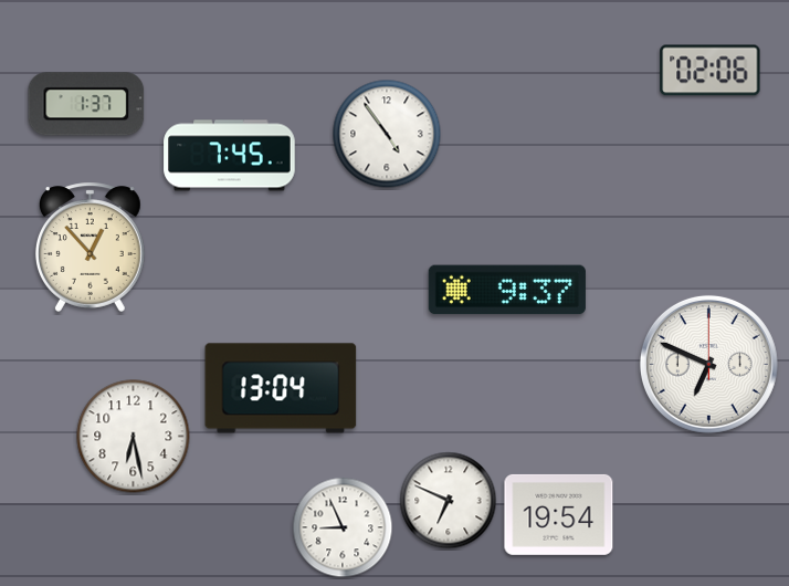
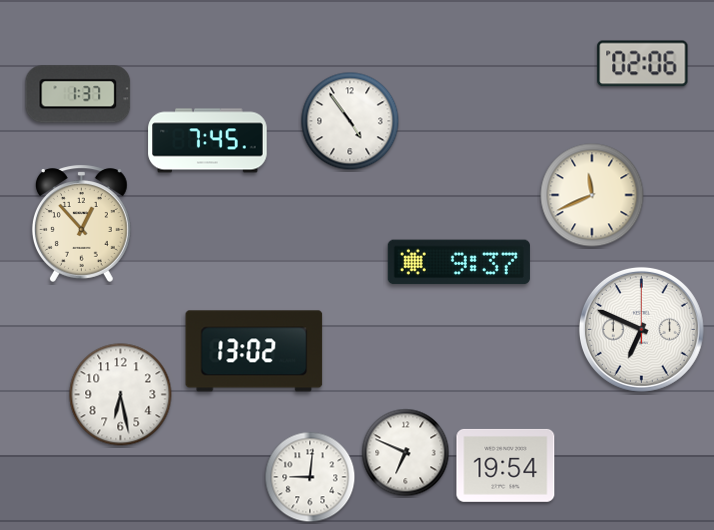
clock at (592, 195): none -> 11:41
clock at (281, 388): 13:04 -> 13:02
clock at (343, 527): 8:56 -> 9:01
